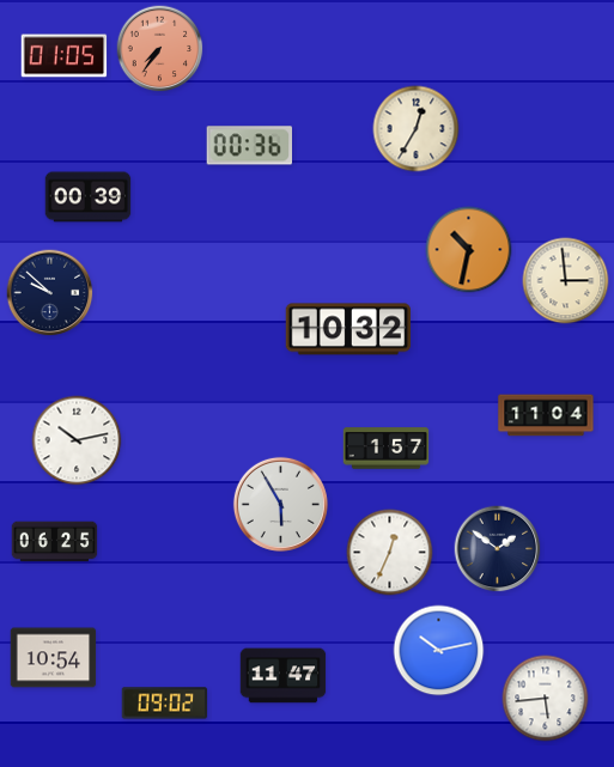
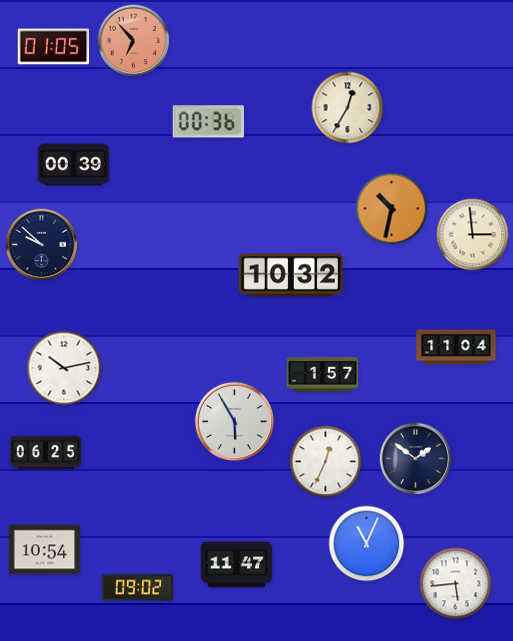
clock at (160, 49): 7:36 -> 6:53
clock at (439, 651): 10:13 -> 11:04
